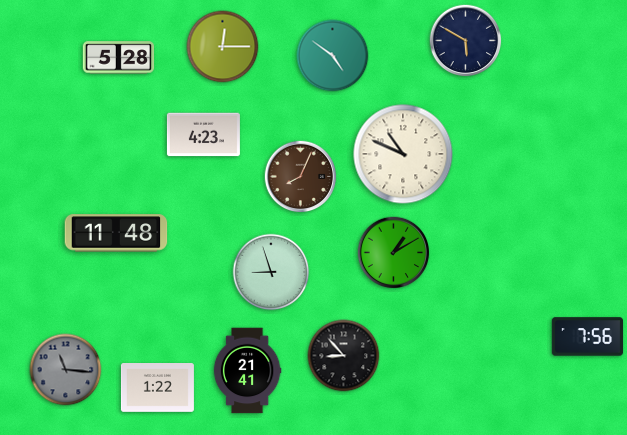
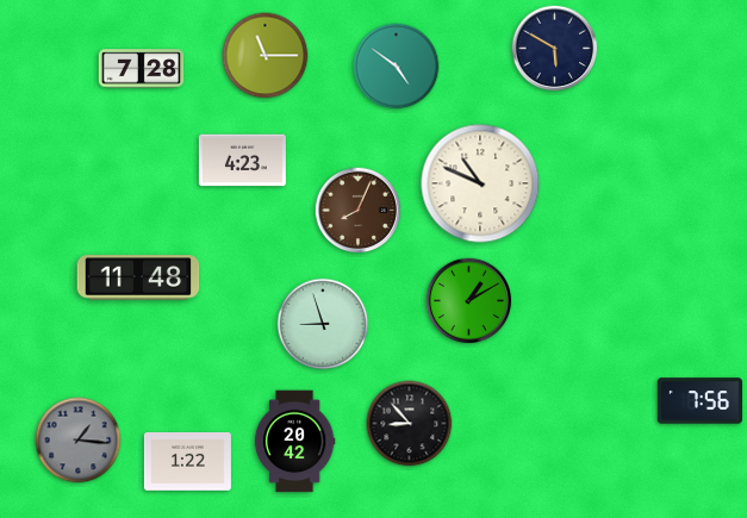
clock at (223, 47): 12:15 -> 11:15
clock at (119, 58): 5:28 -> 7:28
clock at (66, 370): 11:16 -> 1:16
clock at (247, 371): 21:41 -> 20:42
